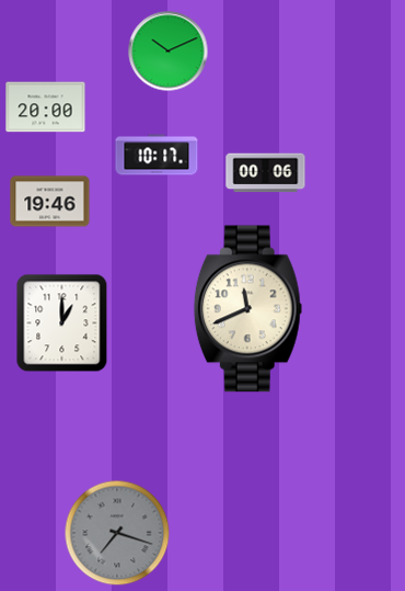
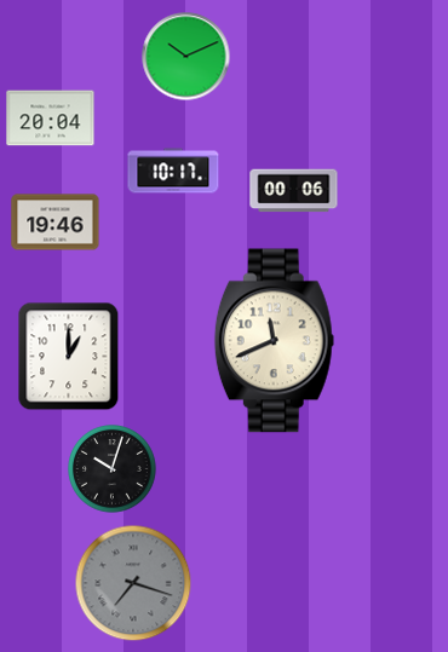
clock at (46, 107): 20:00 -> 20:04
clock at (113, 469): none -> 10:03
clock at (117, 533) position: (117, 533) -> (133, 583)
